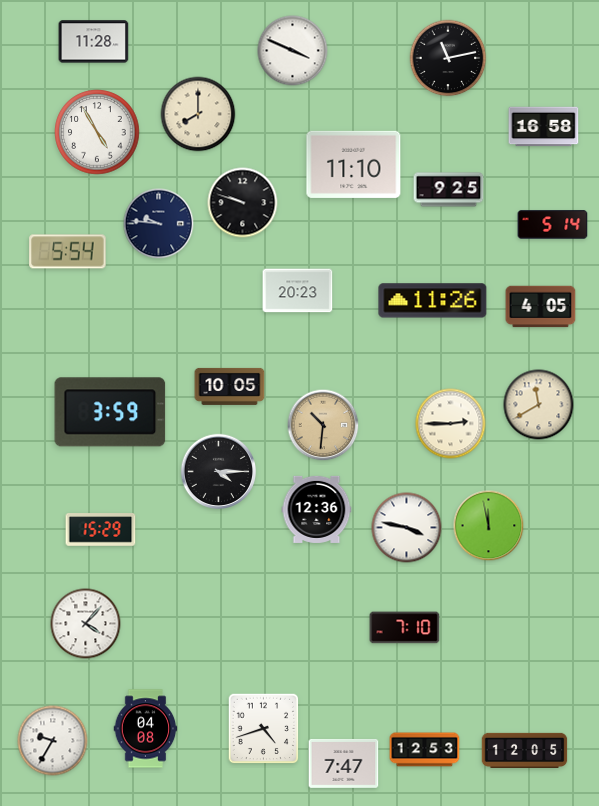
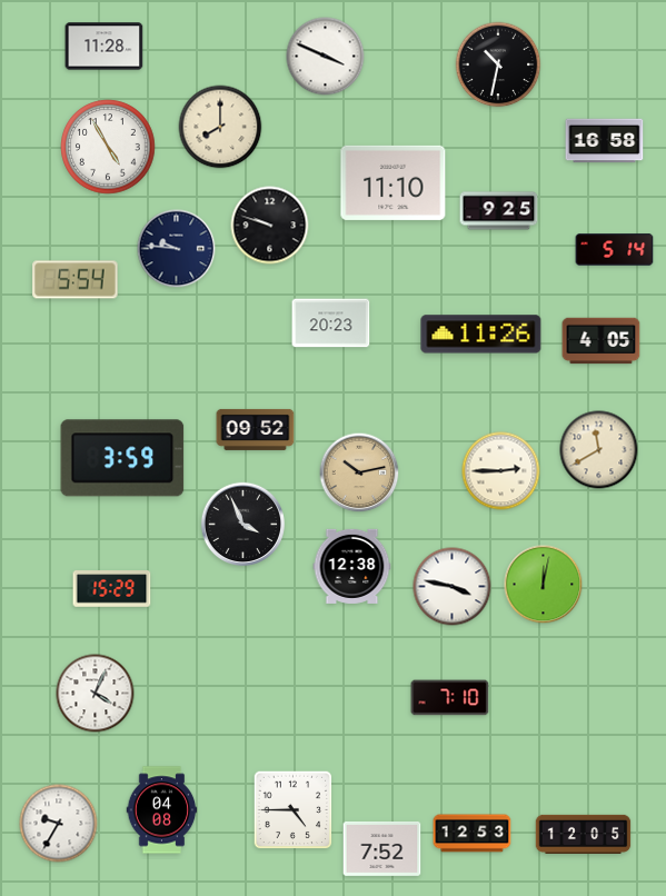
clock at (448, 58): 11:13 -> 10:32
clock at (230, 386): 10:05 -> 09:52
clock at (323, 425): 10:31 -> 10:13
clock at (219, 472): 4:15 -> 3:56
clock at (317, 509): 12:36 -> 12:38
clock at (489, 526): 11:58 -> 12:02
clock at (86, 624): 4:07 -> 4:04
clock at (264, 729): 4:42 -> 4:45
clock at (344, 763): 7:47 -> 7:52
